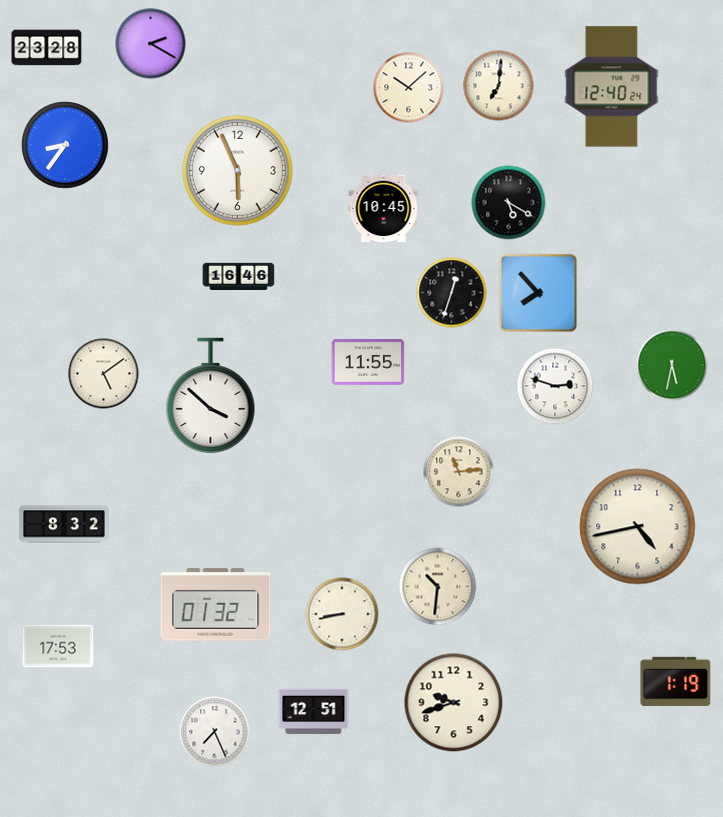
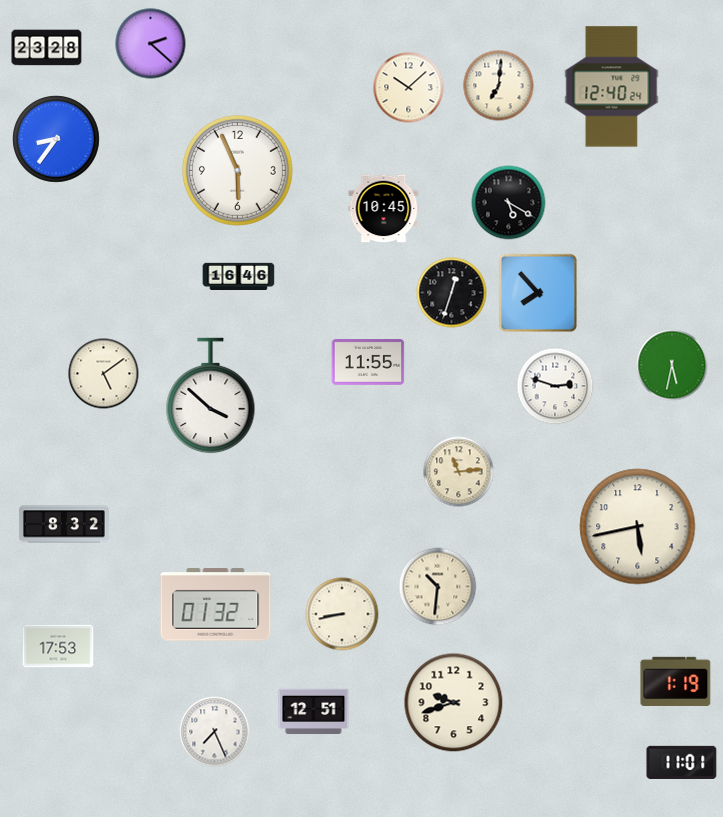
clock at (151, 44): 2:20 -> 2:22
clock at (65, 145) position: (65, 145) -> (56, 139)
clock at (638, 527): 4:43 -> 5:43
clock at (682, 762): none -> 11:01
